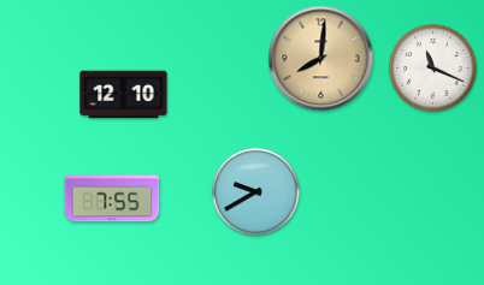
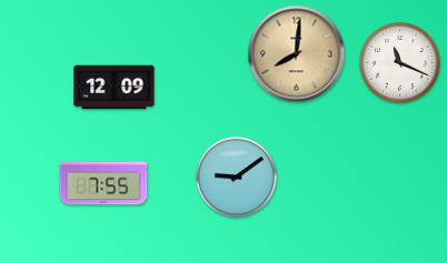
clock at (124, 95): 12:10 -> 12:09
clock at (256, 192): 9:40 -> 9:09
